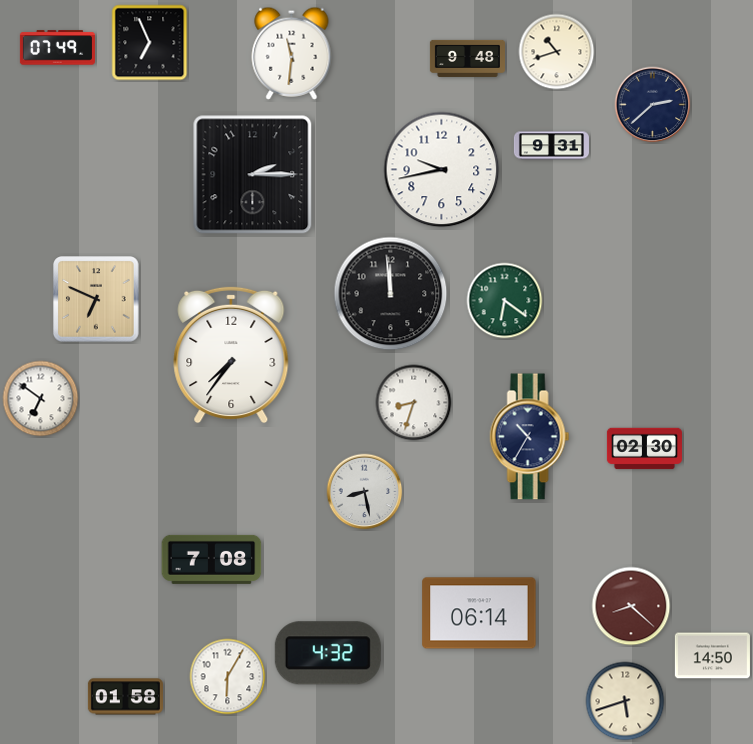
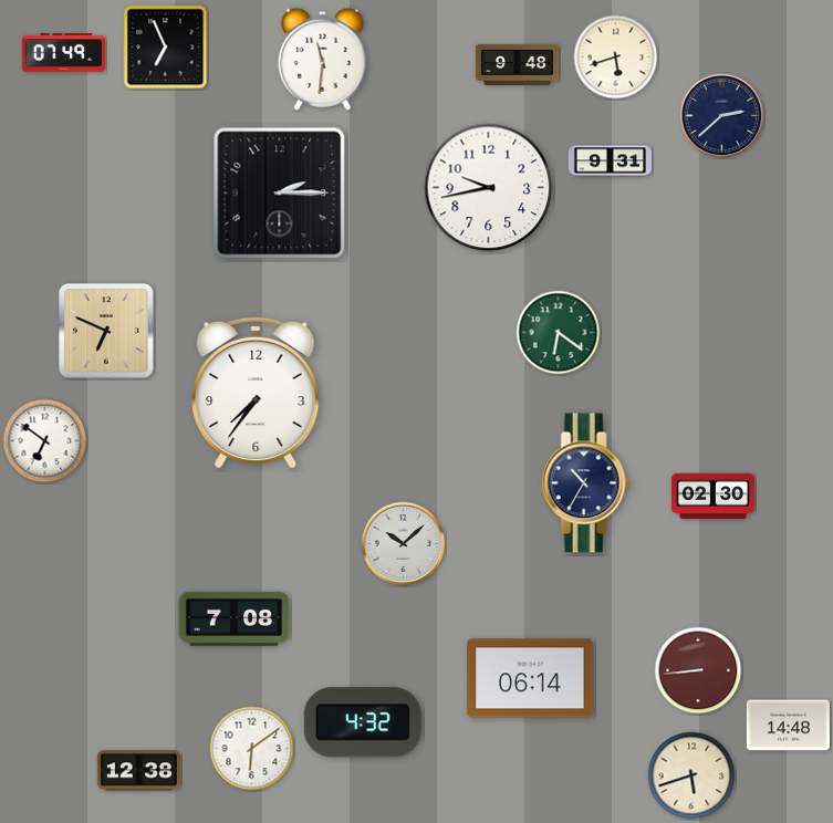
clock at (557, 52): 10:42 -> 5:42
clock at (391, 294): 11:59 -> none
clock at (414, 403): 8:33 -> none
clock at (365, 492): 8:28 -> 10:08
clock at (631, 606): 8:22 -> 8:44
clock at (712, 656): 14:50 -> 14:48
clock at (228, 677): 6:05 -> 6:09
clock at (125, 697): 01:58 -> 12:38
